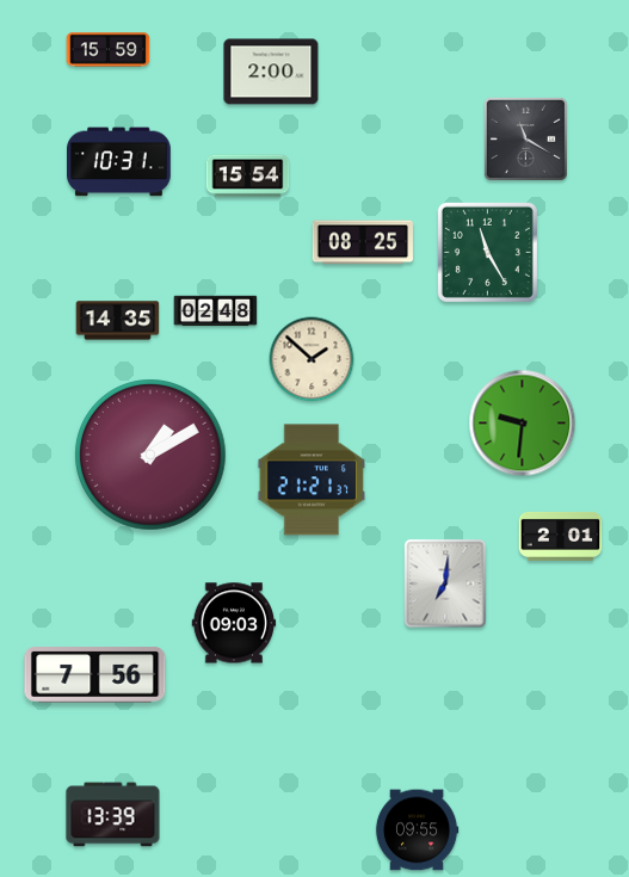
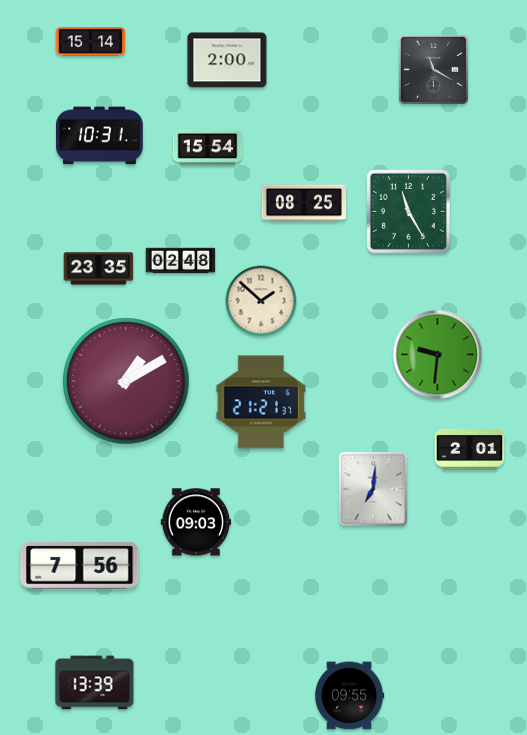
clock at (109, 50): 15:59 -> 15:14
clock at (525, 138) position: (525, 138) -> (433, 69)
clock at (118, 321): 14:35 -> 23:35
